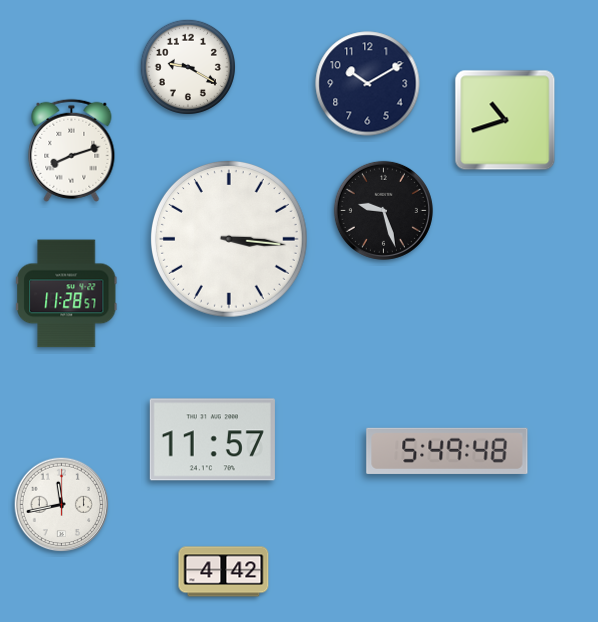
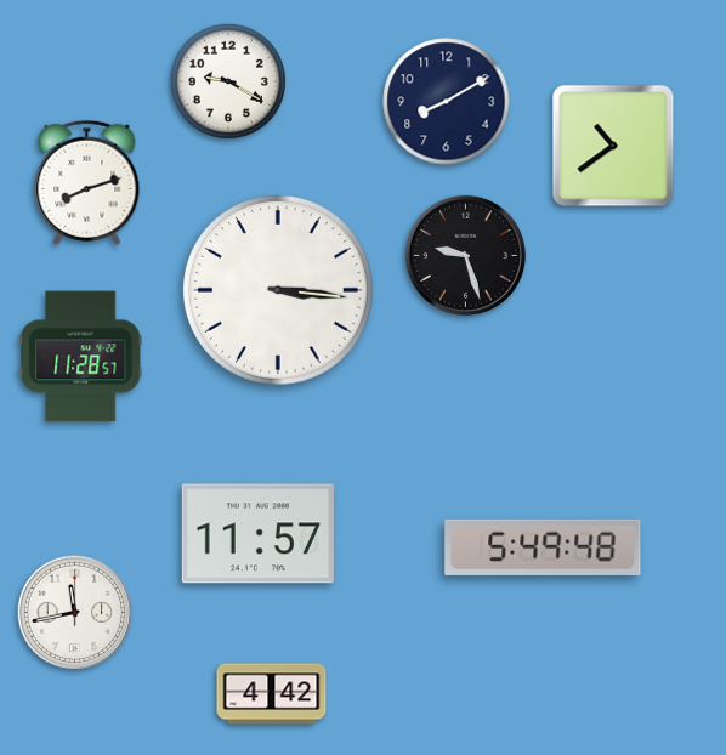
clock at (368, 84): 10:10 -> 8:10
clock at (505, 120): 10:42 -> 10:39
